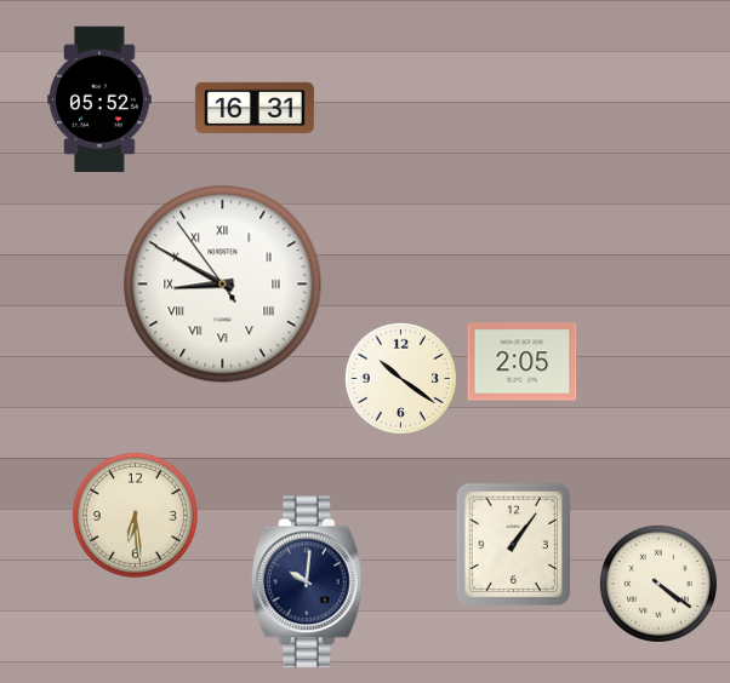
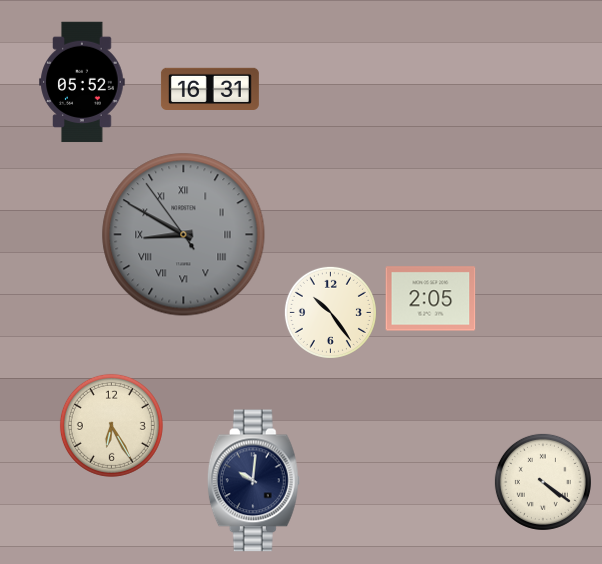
clock at (223, 285) dial: white -> grey
clock at (400, 378): 10:21 -> 10:24
clock at (135, 515): 6:29 -> 6:25
clock at (514, 545): 1:06 -> none
